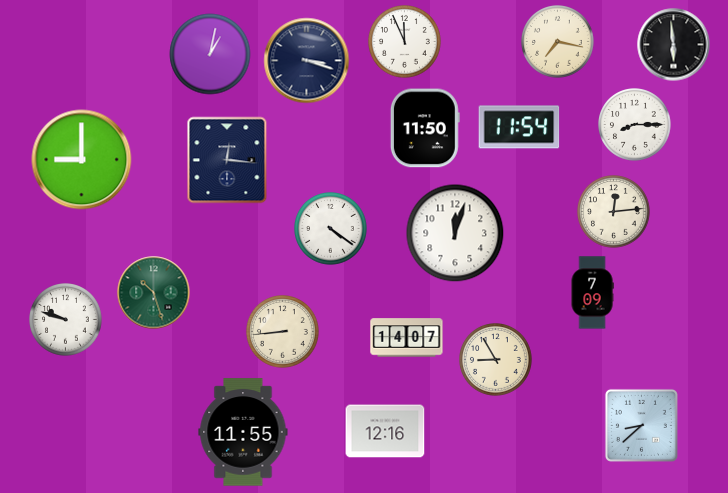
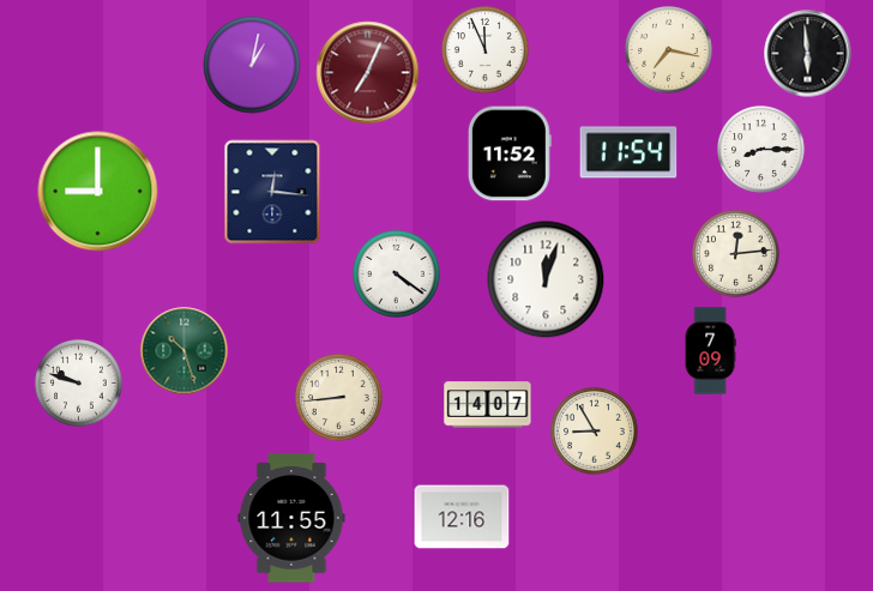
clock at (307, 61): 3:18 -> 7:04
clock at (307, 61) dial: navy -> burgundy
clock at (519, 127) position: (519, 127) -> (628, 152)
clock at (425, 128): 11:50 -> 11:52
clock at (641, 425): 8:38 -> none
